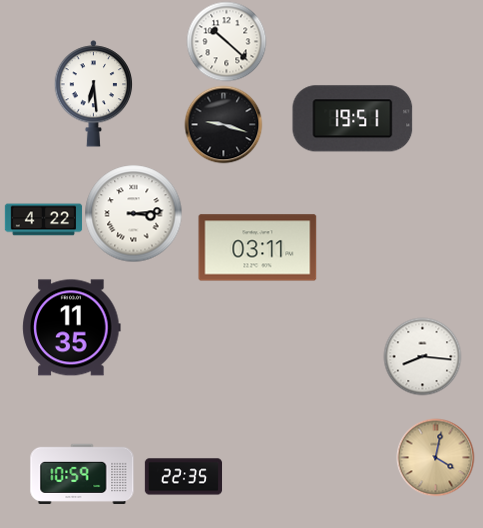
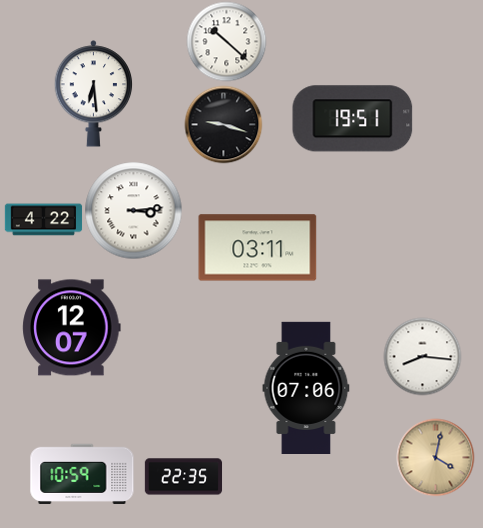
clock at (133, 213) position: (133, 213) -> (133, 210)
clock at (72, 328): 11:35 -> 12:07
clock at (306, 387): none -> 07:06
